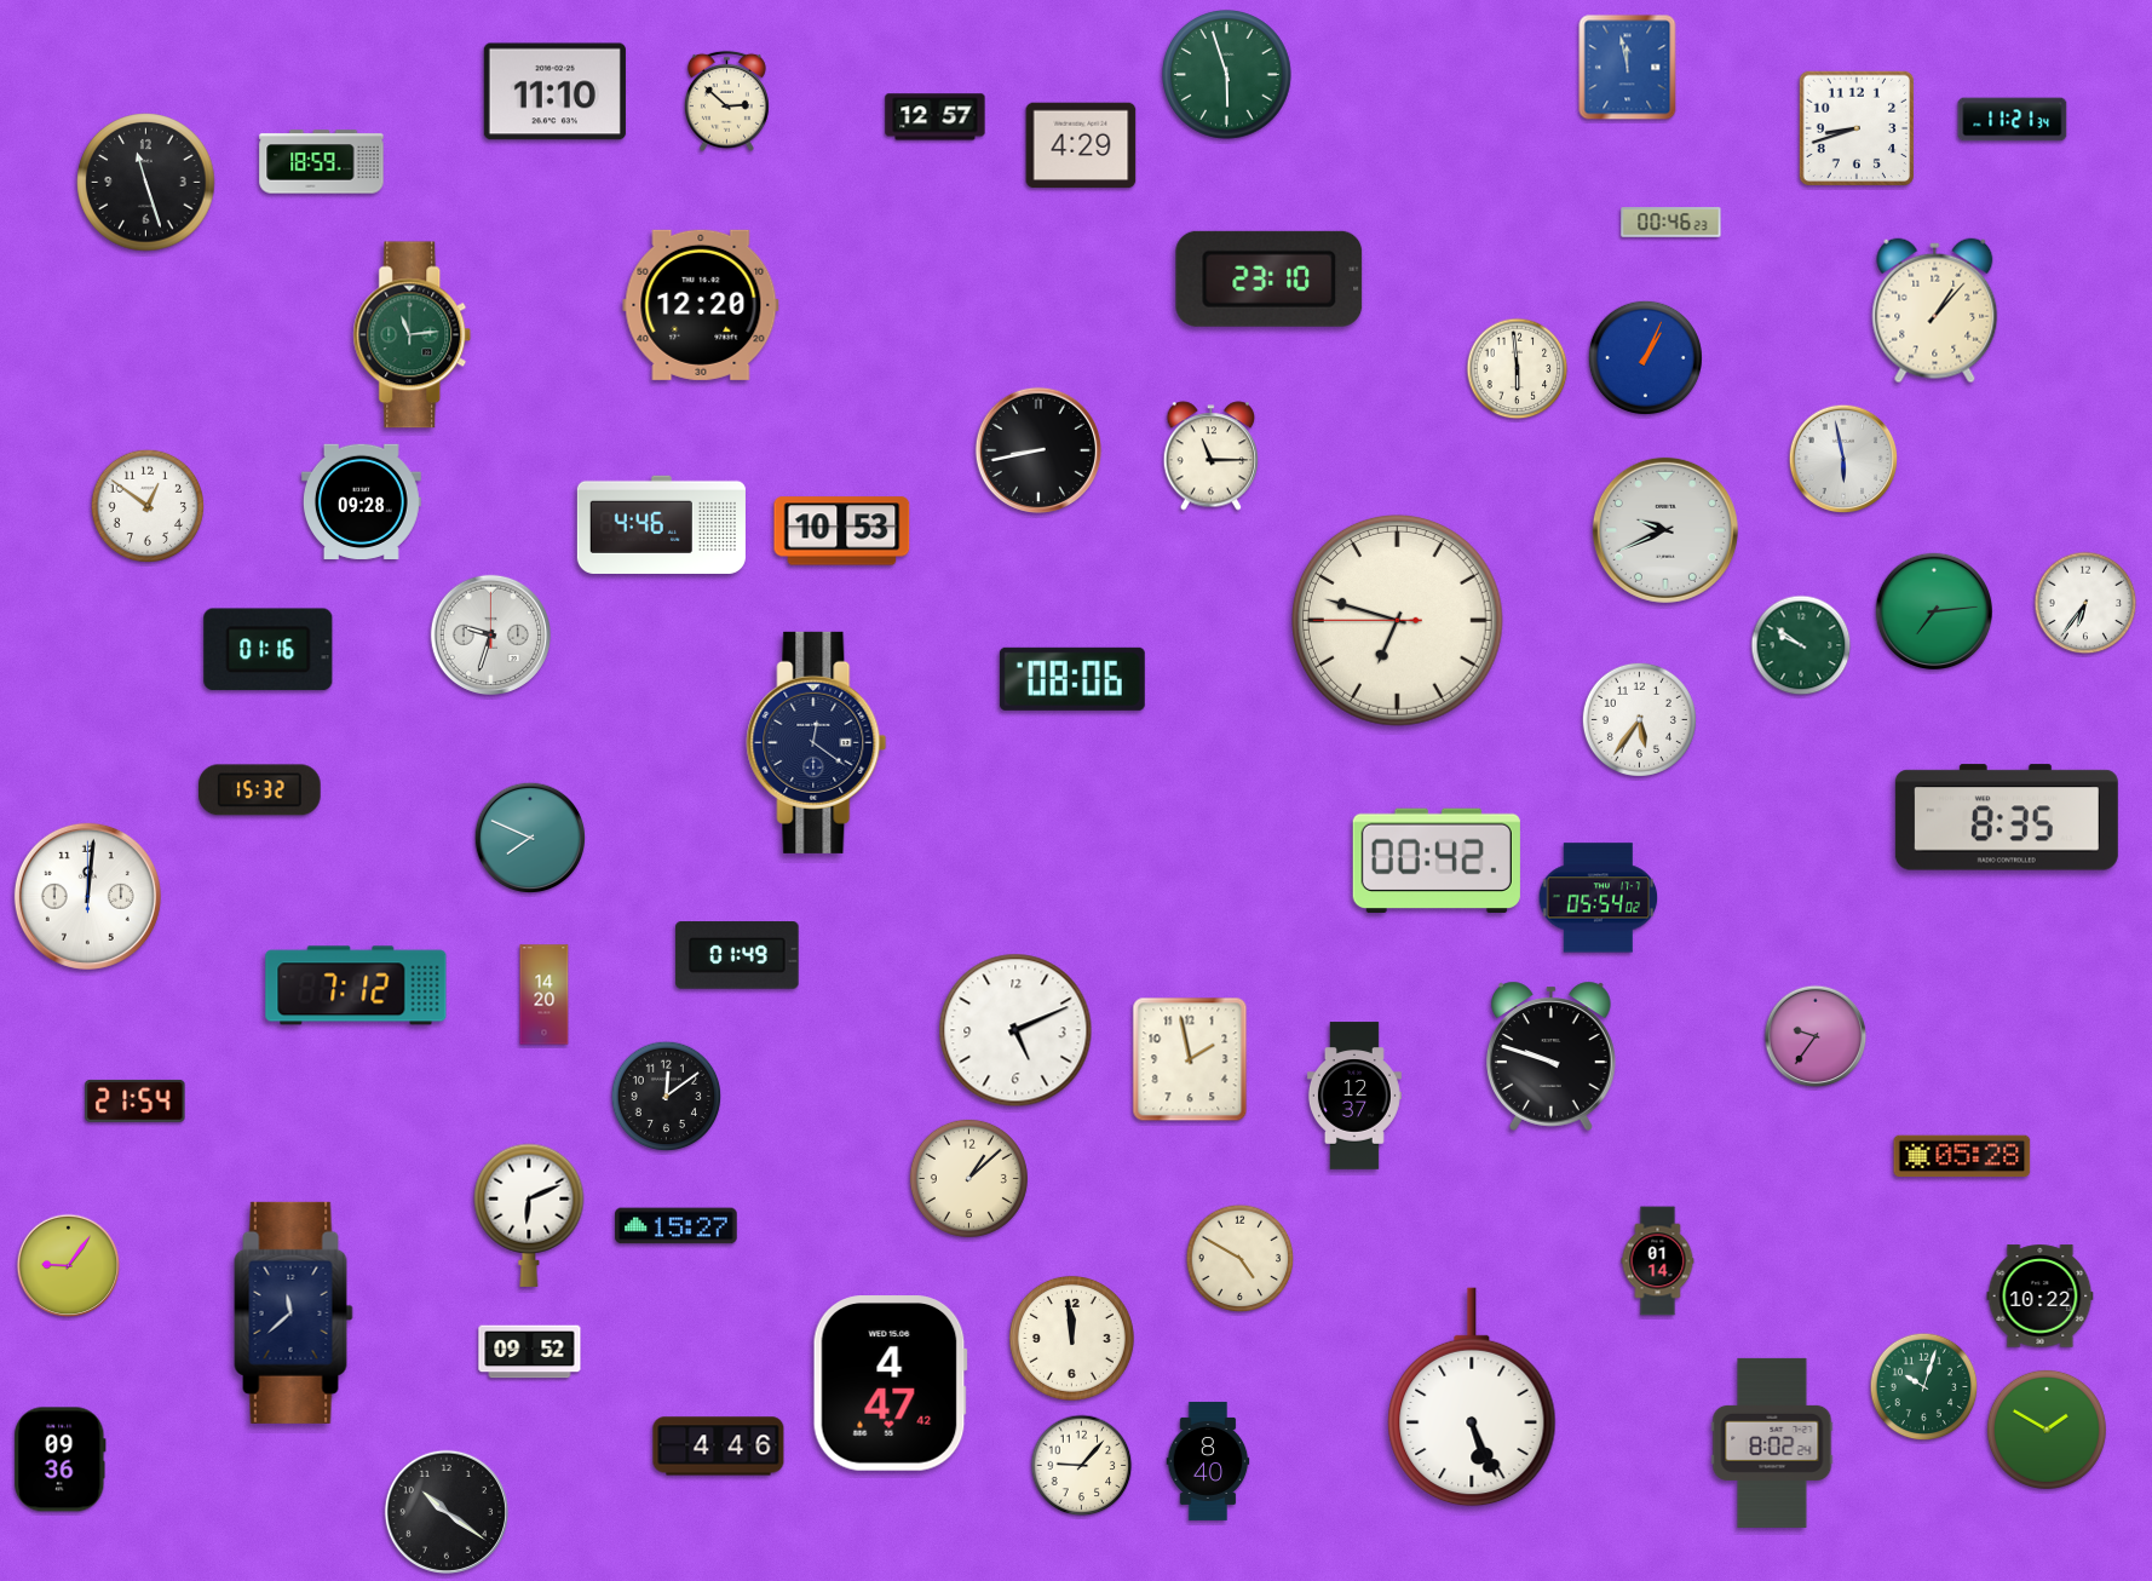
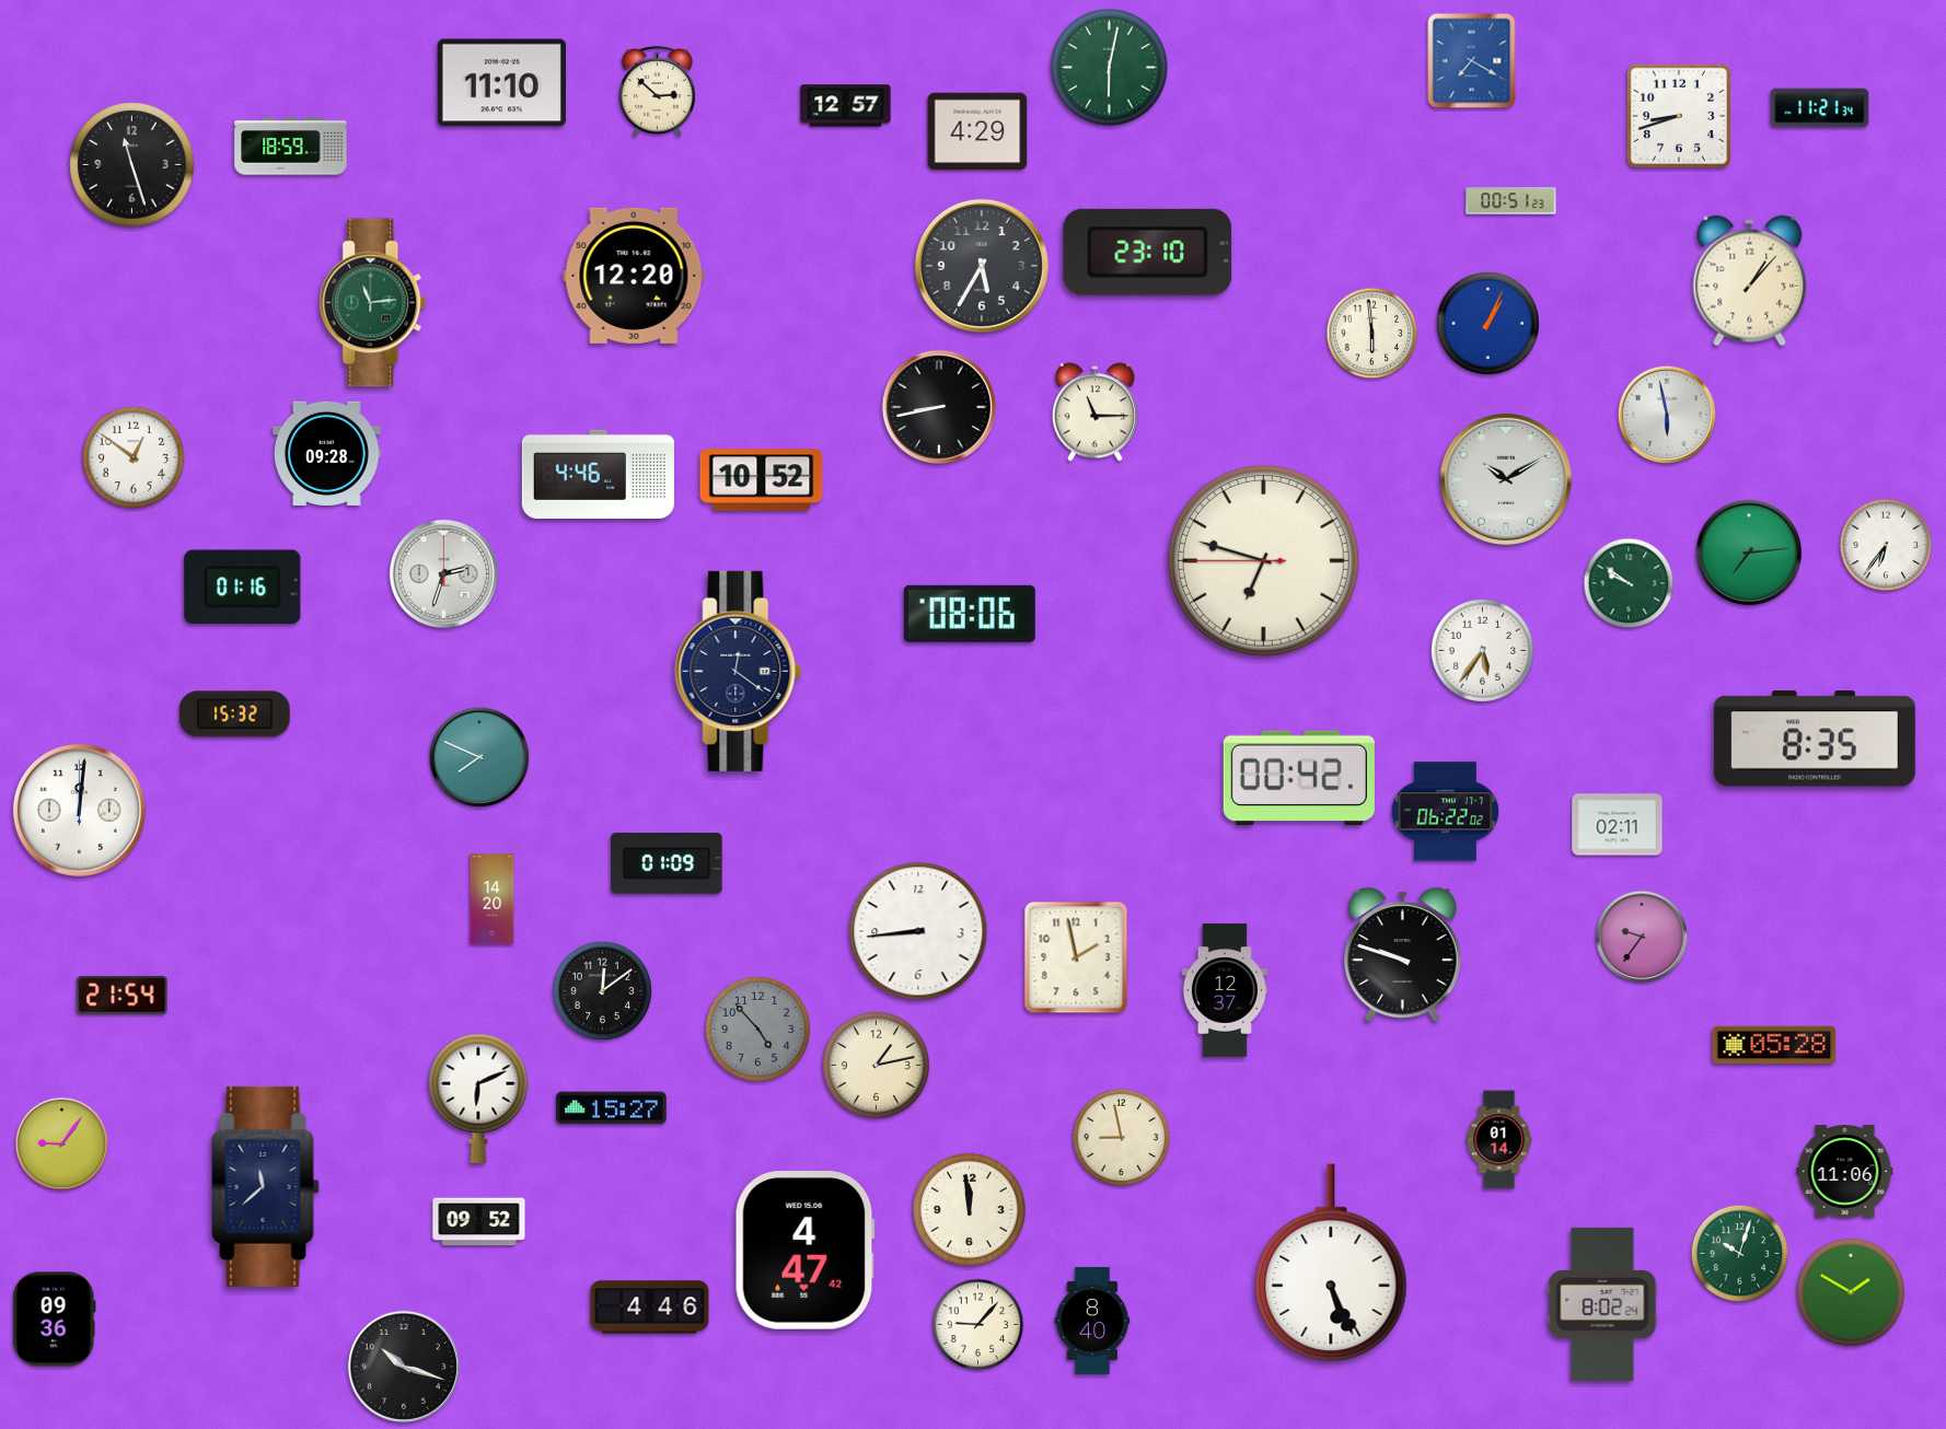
clock at (1628, 68): 11:58 -> 7:20
clock at (1227, 75): 5:57 -> 6:02
clock at (1671, 223): 00:46 -> 00:51
clock at (982, 266): none -> 5:35
clock at (1665, 530): 9:41 -> 10:10
clock at (842, 531): 10:53 -> 10:52
clock at (490, 634): 9:33 -> 2:33
clock at (1599, 898): 05:54 -> 06:22
clock at (1618, 825): none -> 02:11
clock at (737, 955): 01:49 -> 01:09
clock at (356, 985): 7:12 -> none
clock at (1015, 1030): 5:11 -> 8:44
clock at (757, 1029): none -> 4:53
clock at (968, 1178): 1:08 -> 1:13
clock at (1241, 1259): 4:50 -> 8:58
clock at (2041, 1297): 10:22 -> 11:06
clock at (447, 1512): 10:21 -> 10:18
